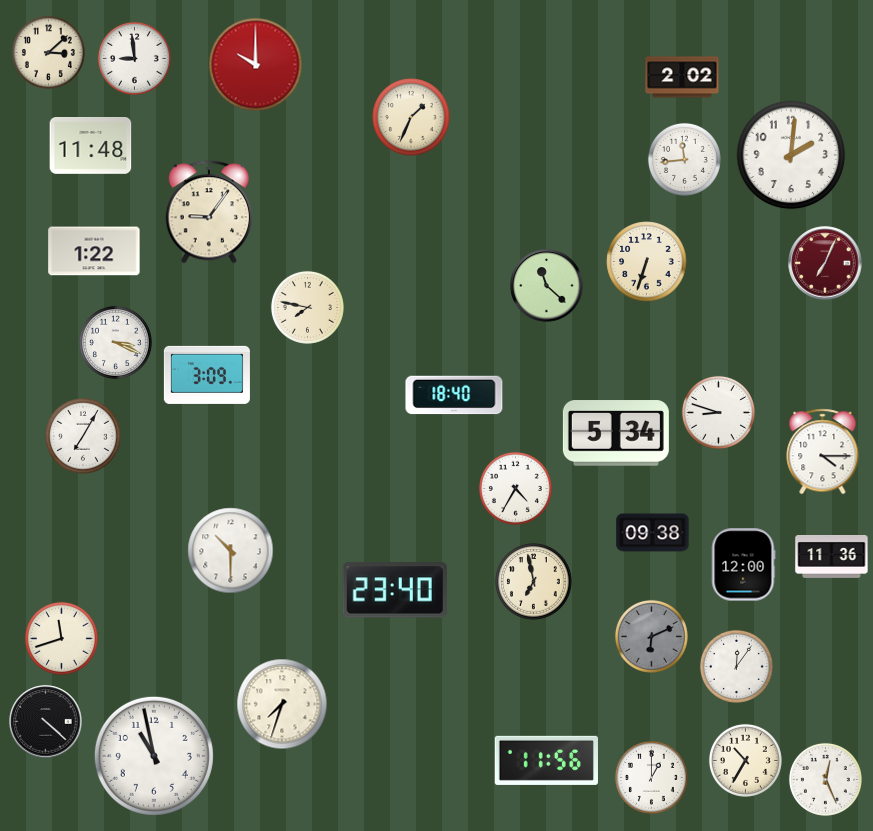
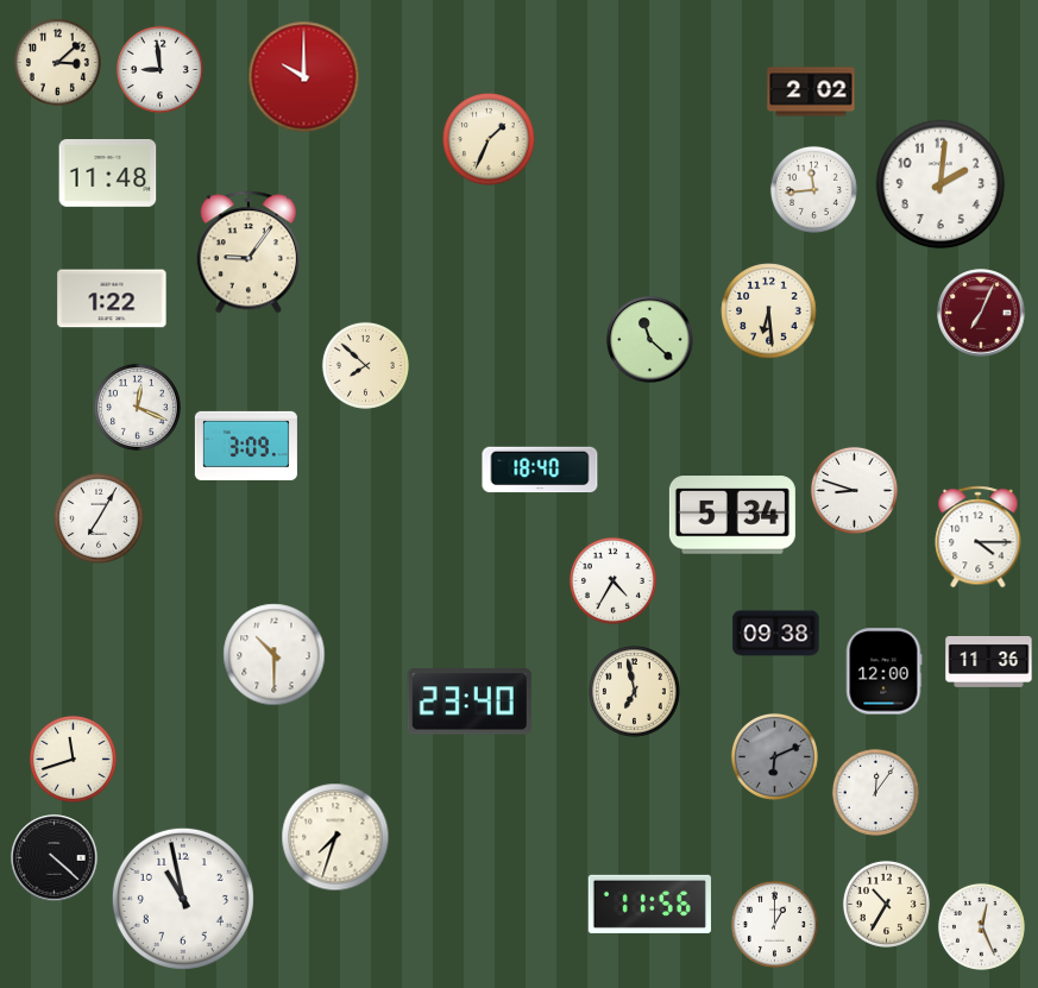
clock at (647, 262): 6:33 -> 6:29
clock at (307, 307): 7:47 -> 7:52
clock at (115, 342): 3:19 -> 12:19
